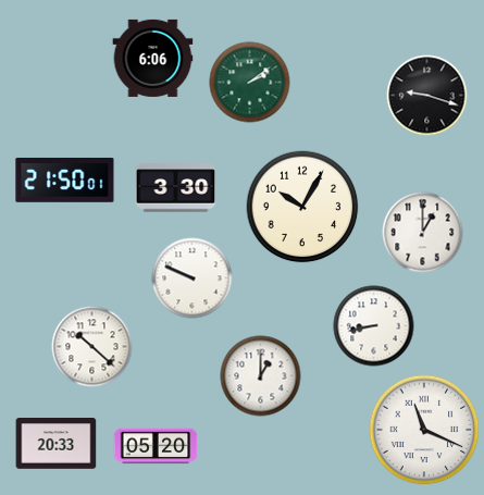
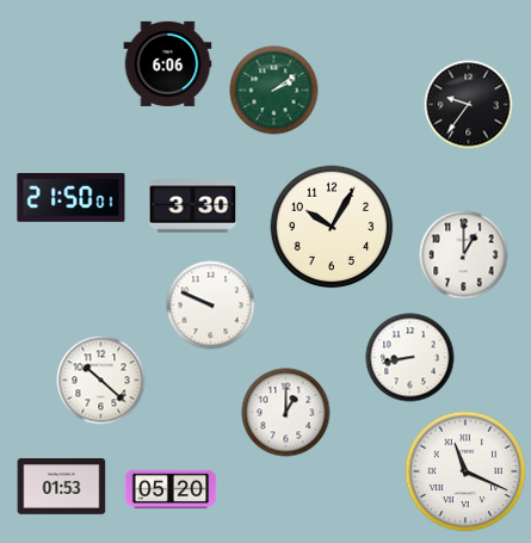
clock at (427, 96): 9:18 -> 9:36
clock at (57, 444): 20:33 -> 01:53
